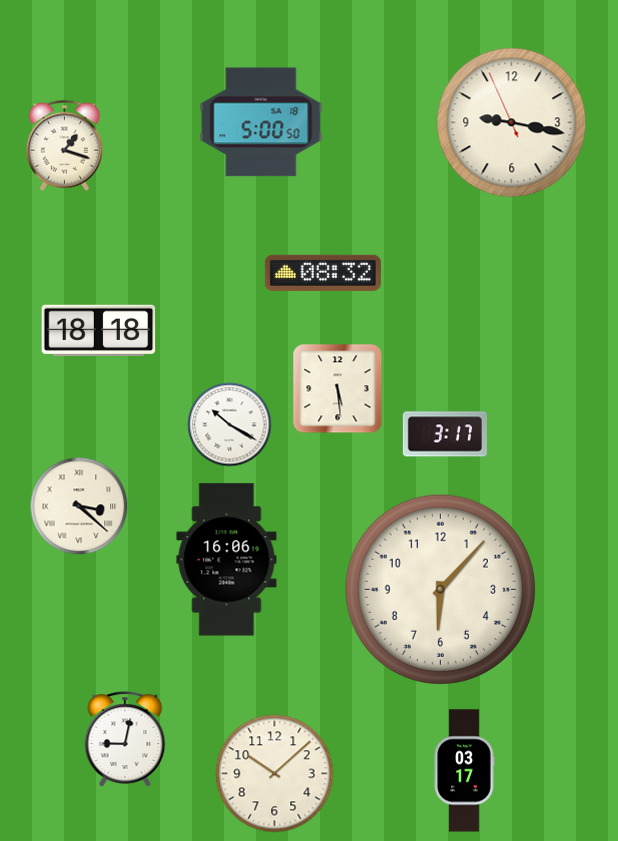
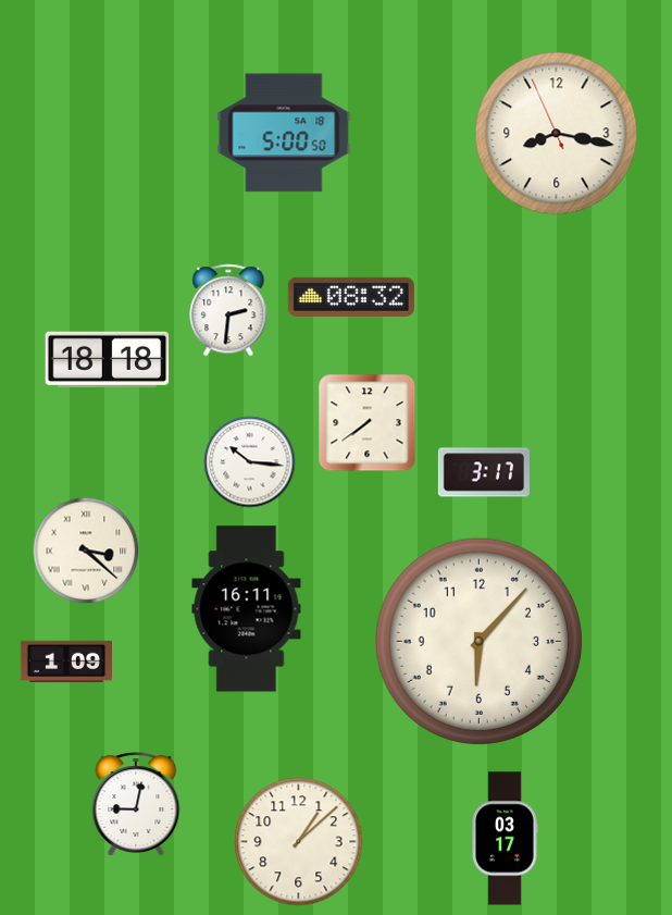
clock at (512, 123): 9:16 -> 8:16
clock at (64, 145): 1:18 -> none
clock at (228, 310): none -> 2:31
clock at (338, 389): 5:29 -> 7:39
clock at (230, 425): 10:20 -> 10:16
clock at (227, 560): 16:06 -> 16:11
clock at (66, 661): none -> 1:09
clock at (275, 774): 10:08 -> 1:08
